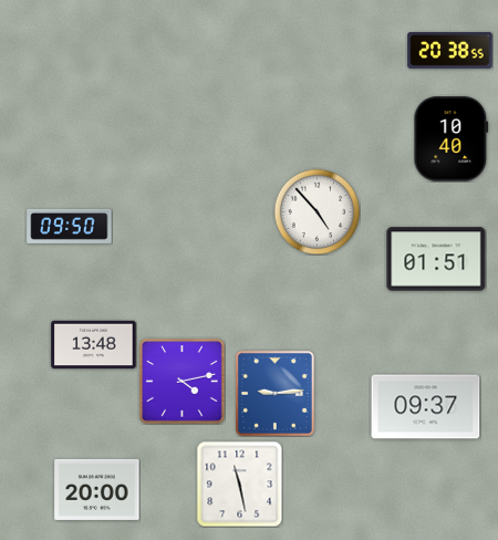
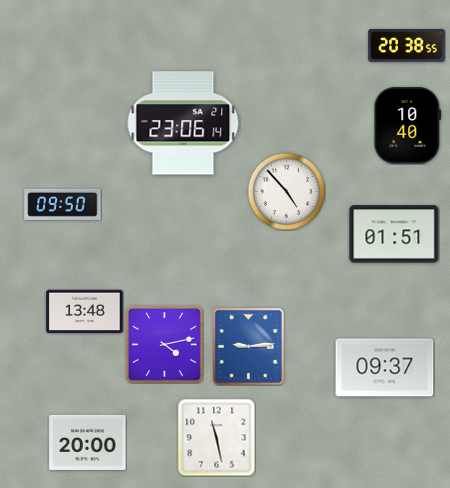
clock at (183, 123): none -> 23:06
clock at (274, 393) position: (274, 393) -> (248, 346)
